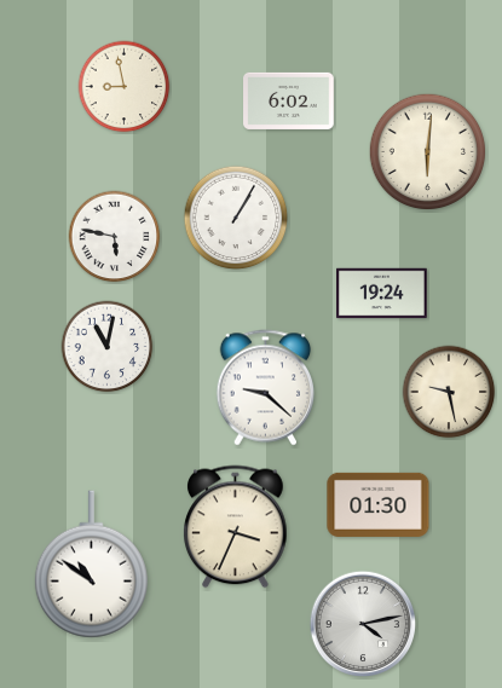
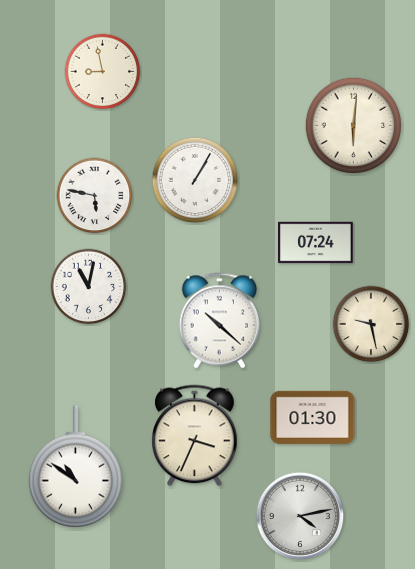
clock at (289, 100): 6:02 -> none
clock at (382, 294): 19:24 -> 07:24
clock at (266, 388): 9:22 -> 10:22
